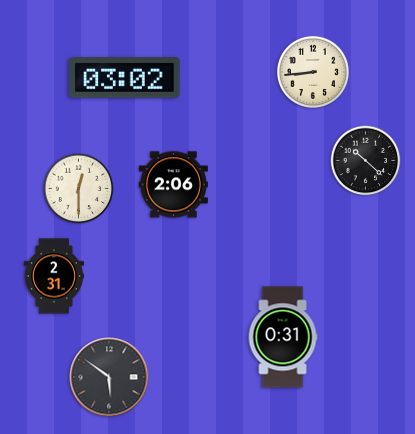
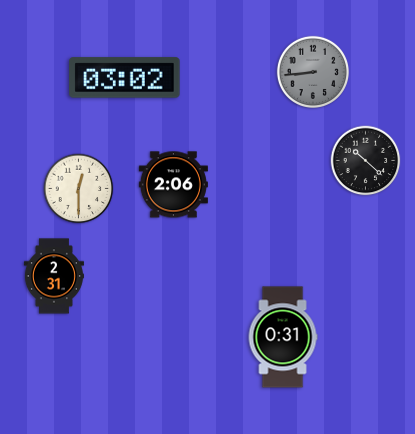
clock at (312, 71) dial: cream -> grey
clock at (109, 377): 5:51 -> none
